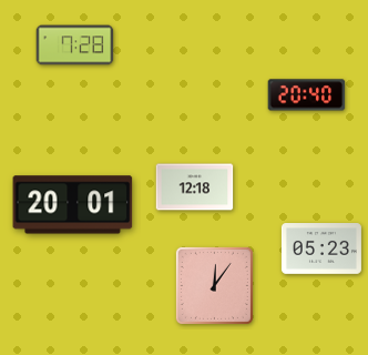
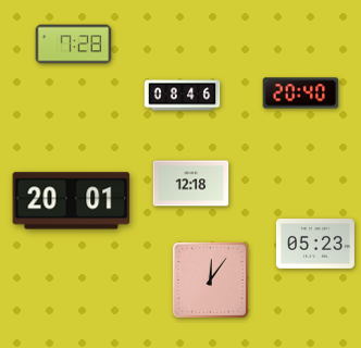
clock at (183, 96): none -> 08:46
